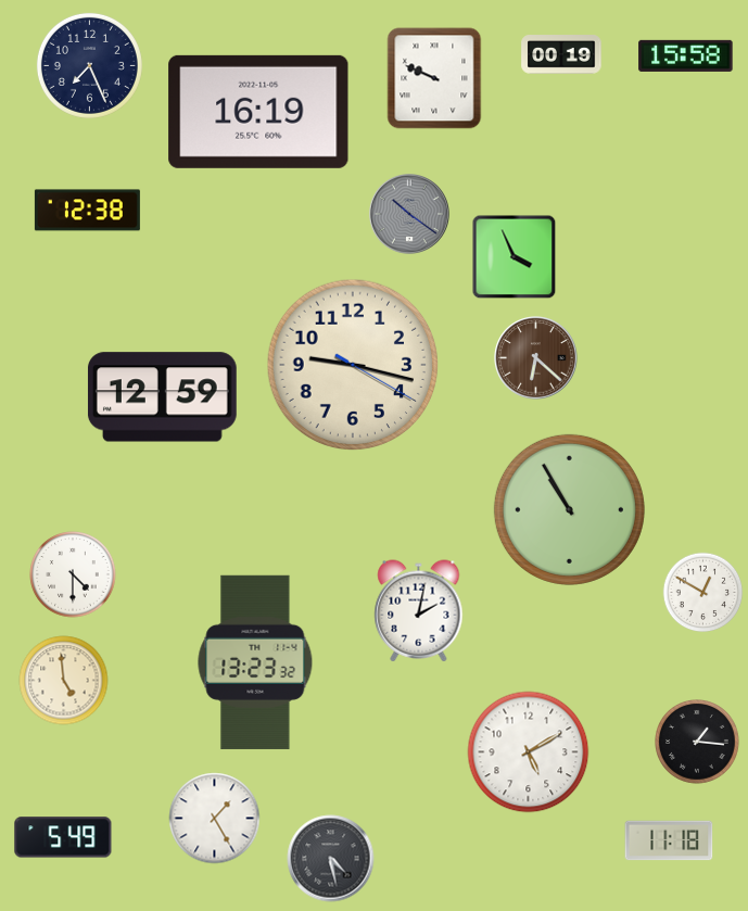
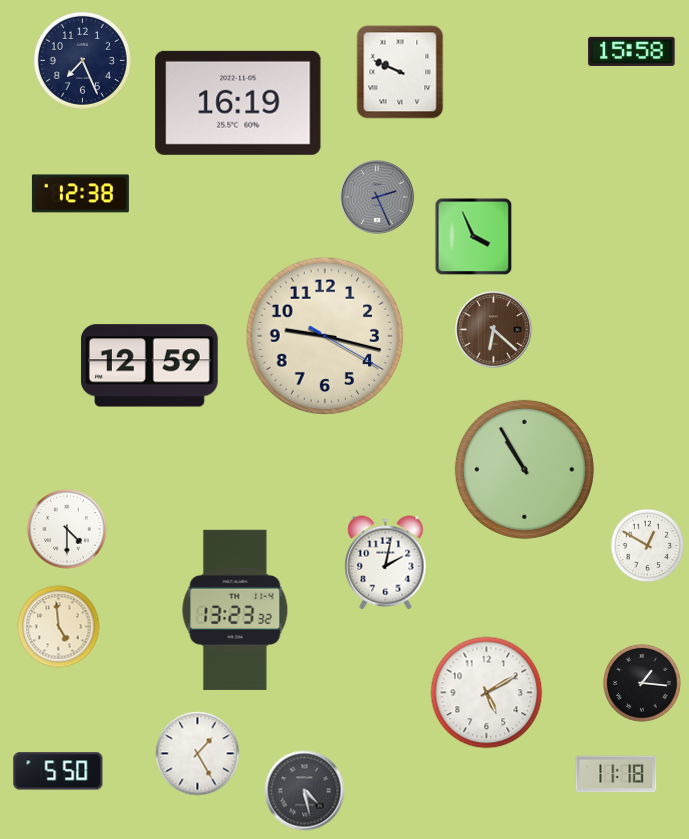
clock at (561, 54): 00:19 -> none
clock at (410, 215): 10:21 -> 2:26
clock at (63, 837): 5:49 -> 5:50
